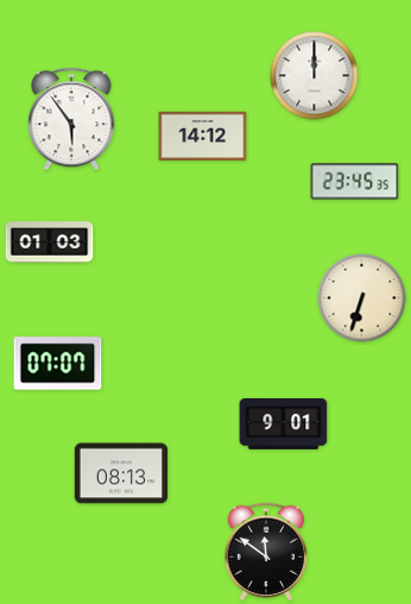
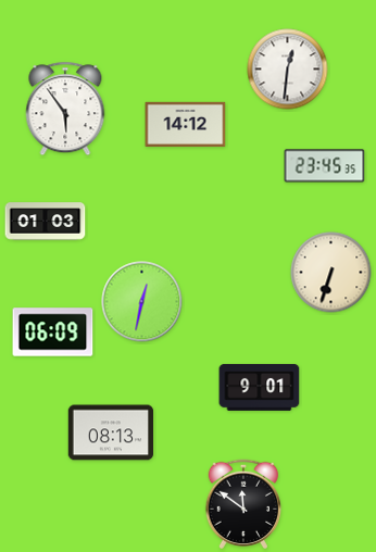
clock at (315, 76): 12:00 -> 12:31
clock at (142, 302): none -> 12:32
clock at (58, 364): 07:07 -> 06:09
